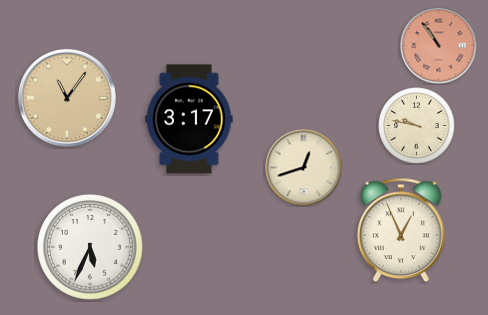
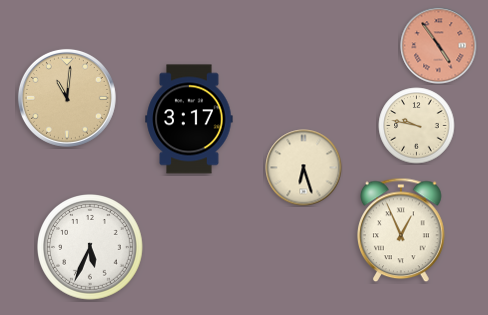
clock at (439, 46): 10:54 -> 4:54
clock at (67, 98): 11:06 -> 11:01
clock at (304, 168): 12:42 -> 6:27
